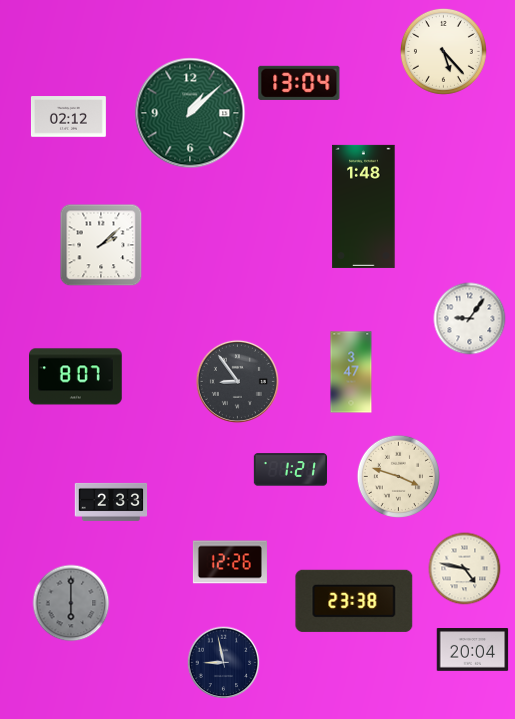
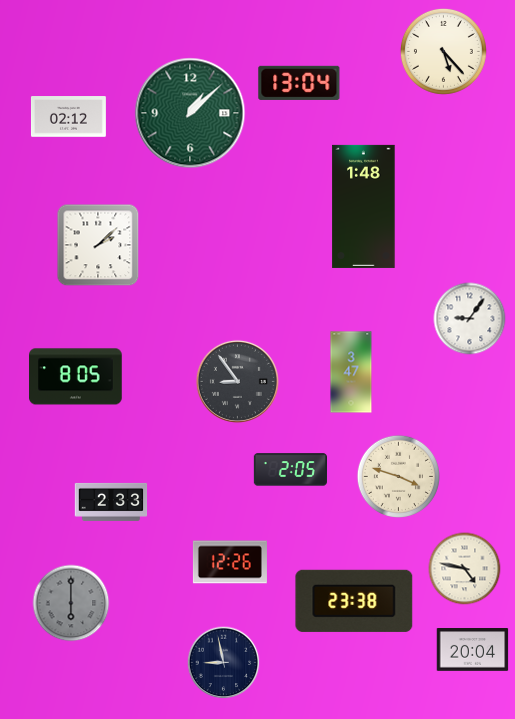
clock at (101, 245) position: (101, 245) -> (98, 245)
clock at (76, 377): 8:07 -> 8:05
clock at (290, 470): 1:21 -> 2:05
